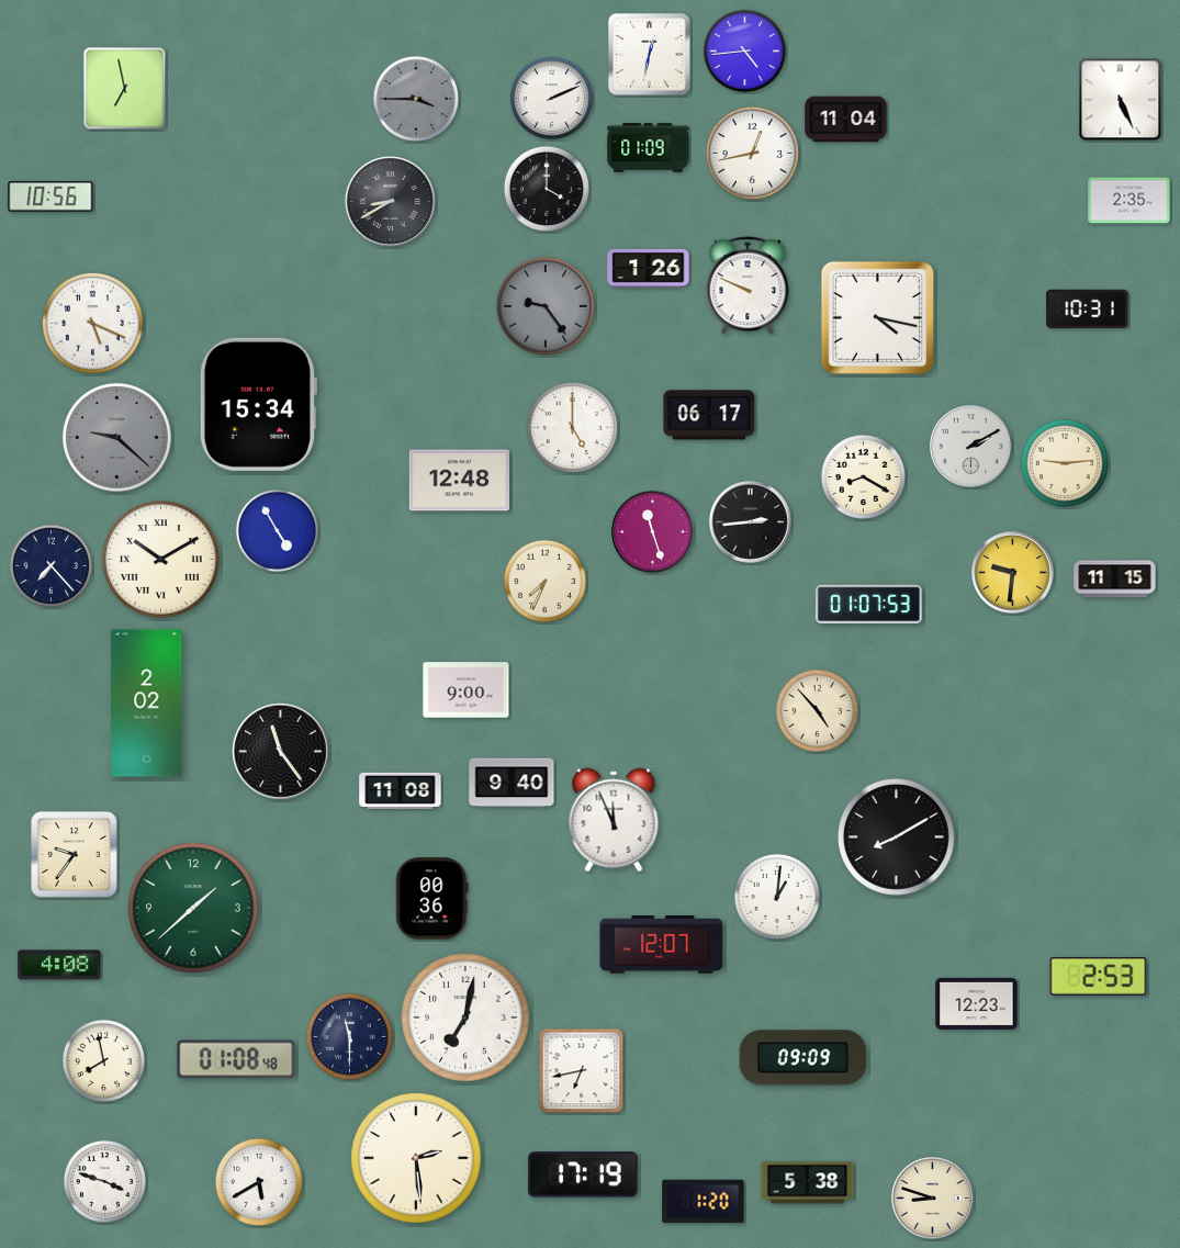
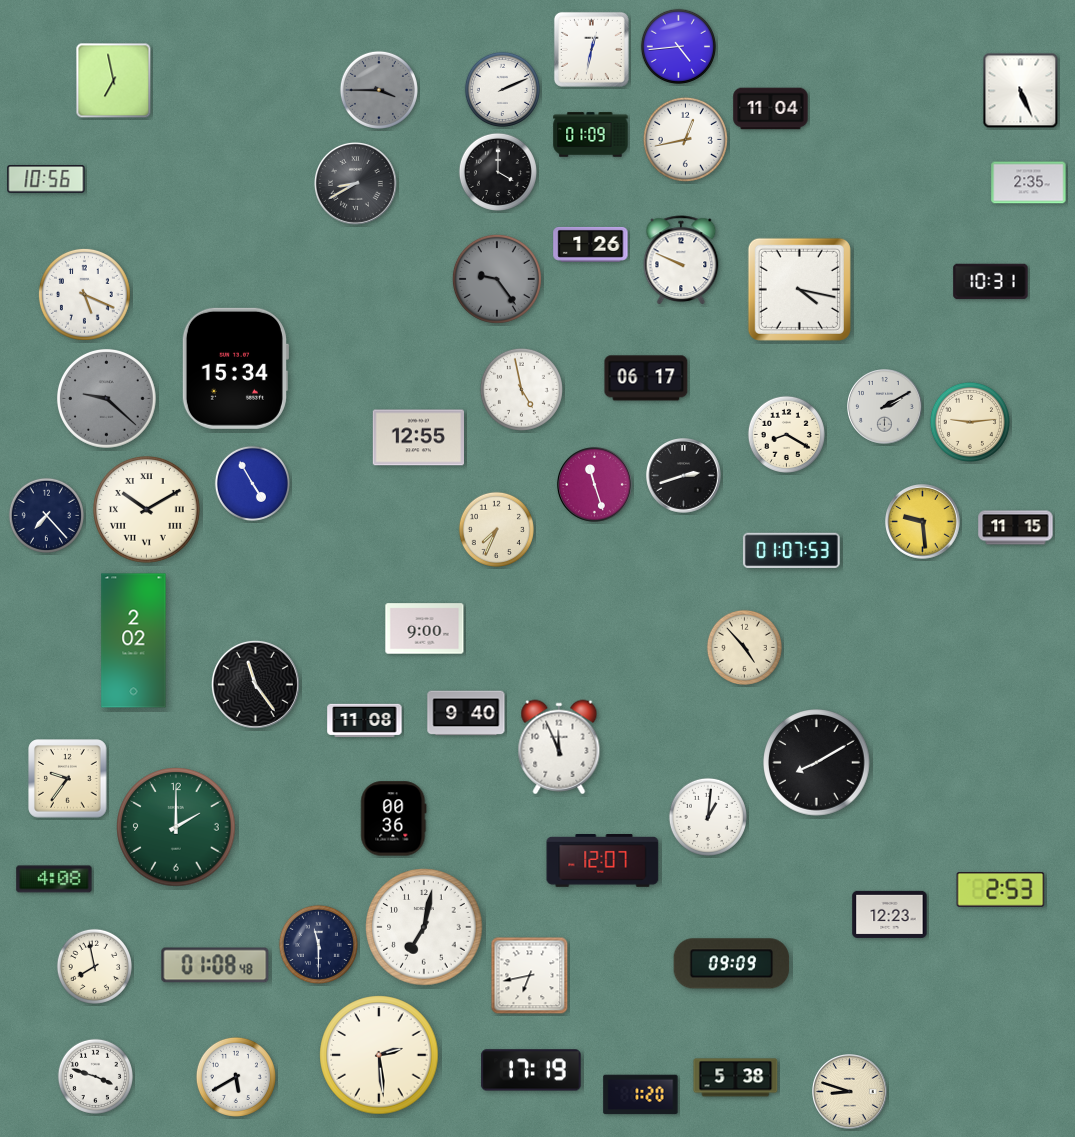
clock at (572, 427): 5:00 -> 4:58
clock at (459, 481): 12:48 -> 12:55
clock at (751, 522): 2:44 -> 2:42
clock at (1013, 573): 9:31 -> 9:29
clock at (193, 908): 1:38 -> 2:00
